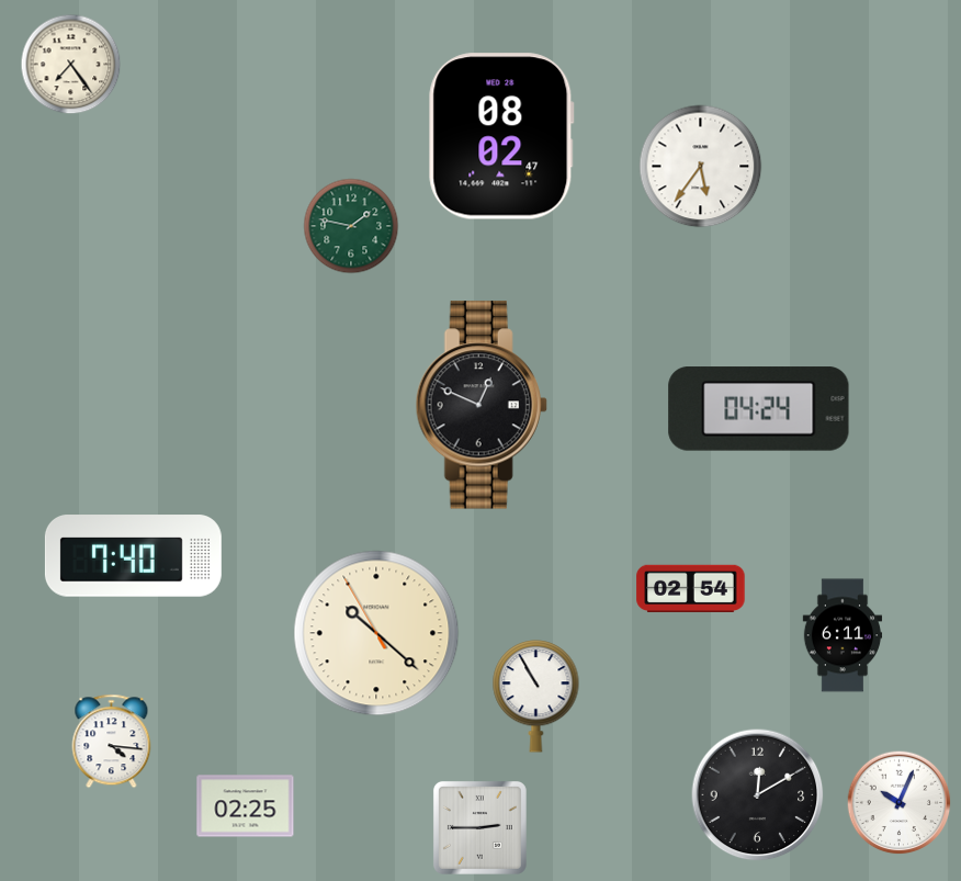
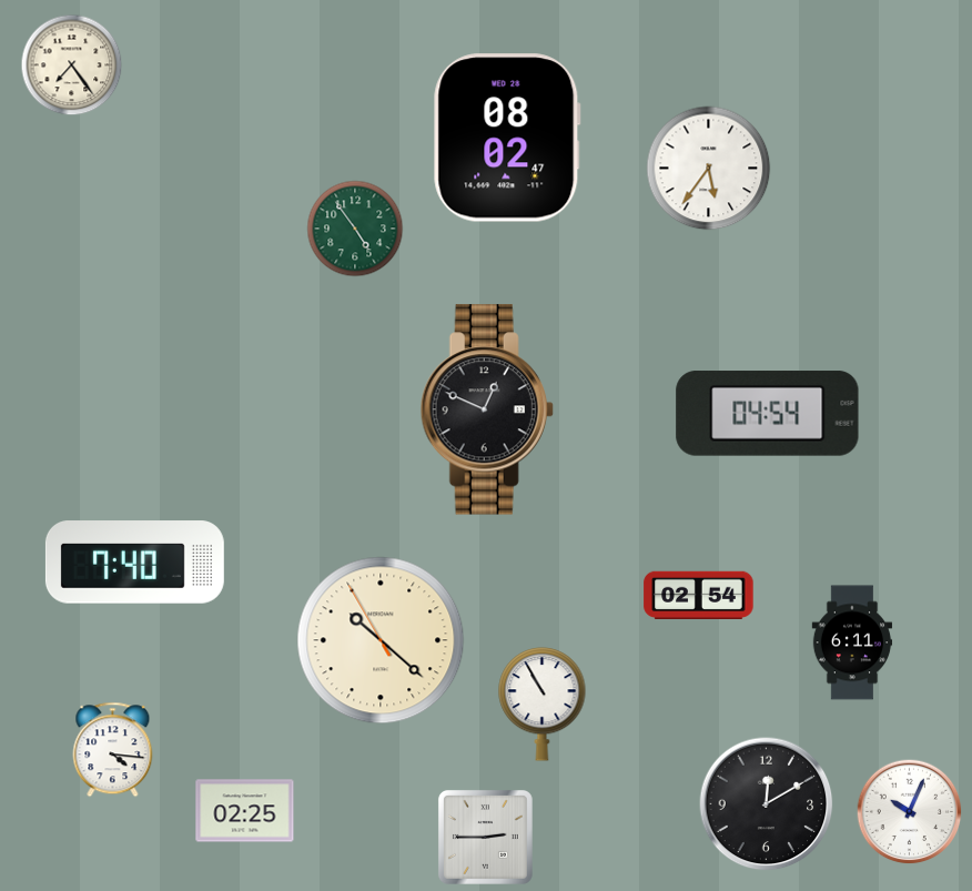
clock at (351, 226): 1:47 -> 4:54
clock at (759, 409): 04:24 -> 04:54
clock at (246, 806) position: (246, 806) -> (245, 811)
